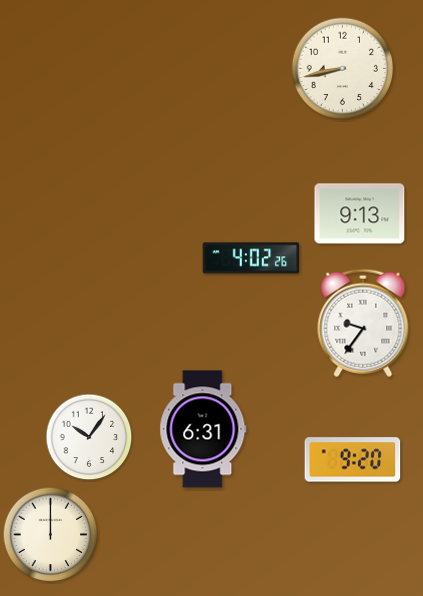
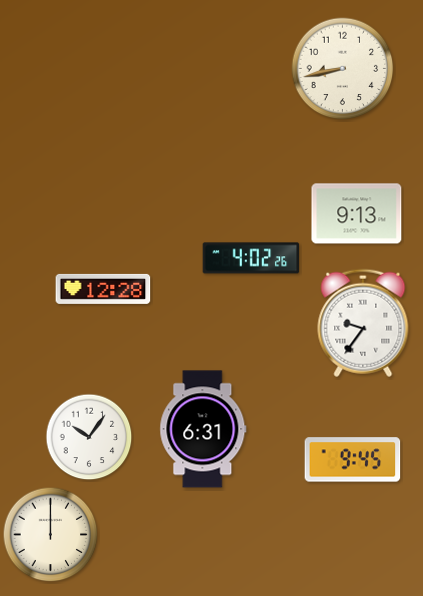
clock at (360, 214) position: (360, 214) -> (357, 214)
clock at (103, 289): none -> 12:28
clock at (353, 460): 9:20 -> 9:45
